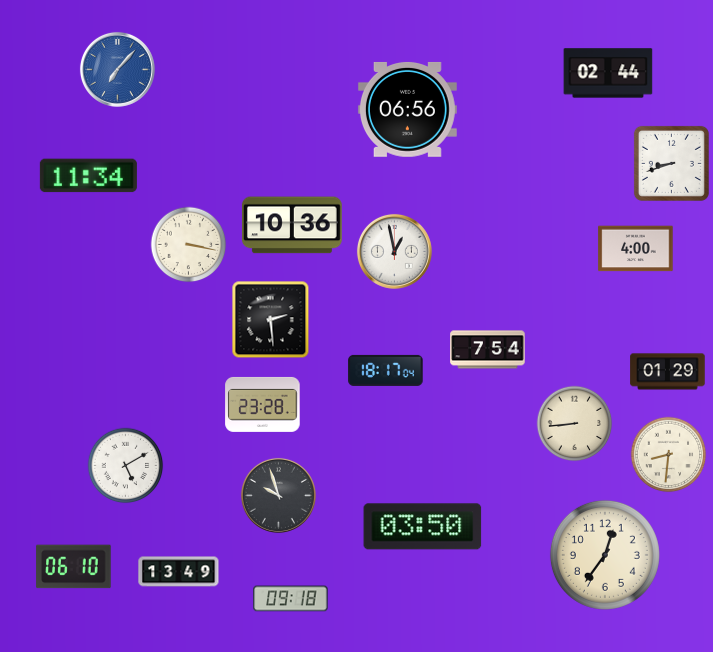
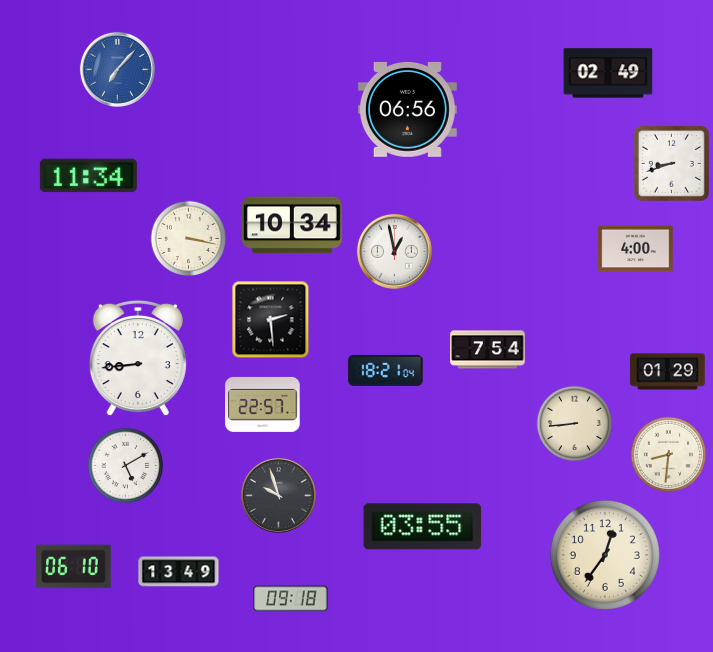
clock at (608, 73): 02:44 -> 02:49
clock at (292, 225): 10:36 -> 10:34
clock at (189, 245) position: (189, 245) -> (189, 239)
clock at (138, 358): none -> 8:44
clock at (386, 370): 18:17 -> 18:21
clock at (263, 404): 23:28 -> 22:57
clock at (423, 527): 03:50 -> 03:55
